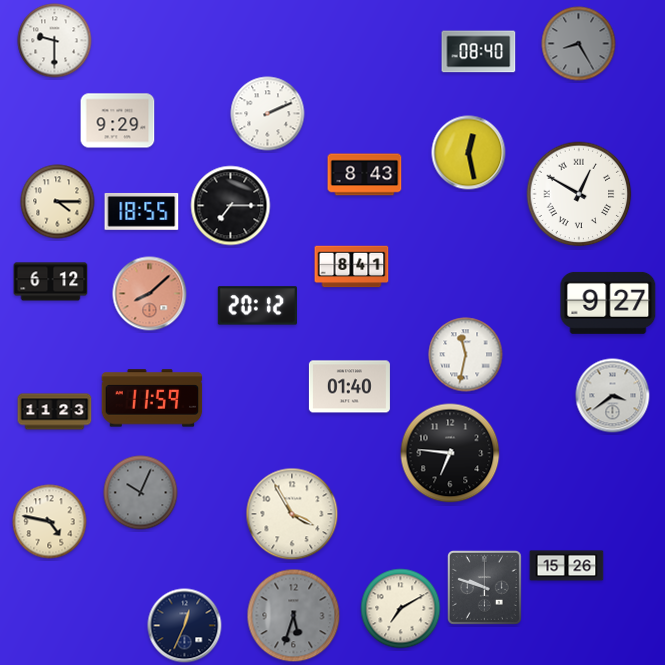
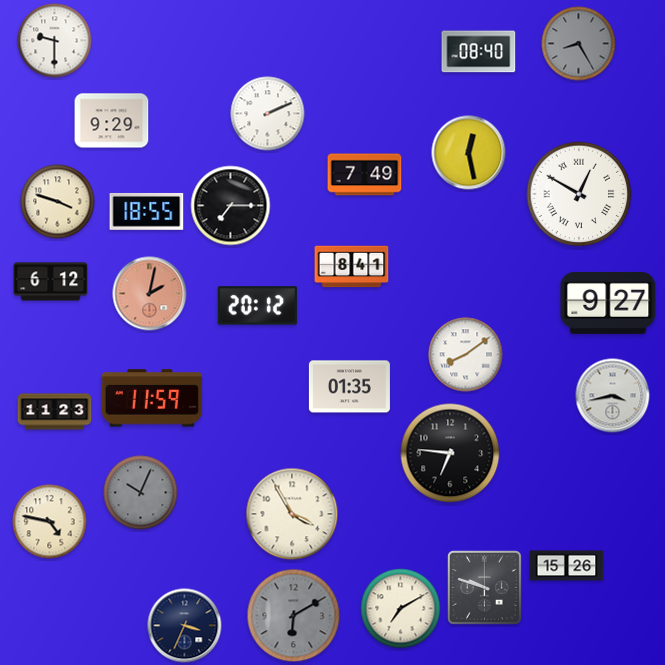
clock at (118, 121) position: (118, 121) -> (112, 121)
clock at (365, 175): 8:43 -> 7:49
clock at (58, 202): 4:15 -> 3:48
clock at (142, 211) position: (142, 211) -> (147, 211)
clock at (150, 294): 8:08 -> 2:02
clock at (466, 355): 11:32 -> 8:09
clock at (349, 387): 01:40 -> 01:35
clock at (613, 396): 3:39 -> 3:43
clock at (294, 616): 5:33 -> 6:10
clock at (185, 626): 12:34 -> 3:34
